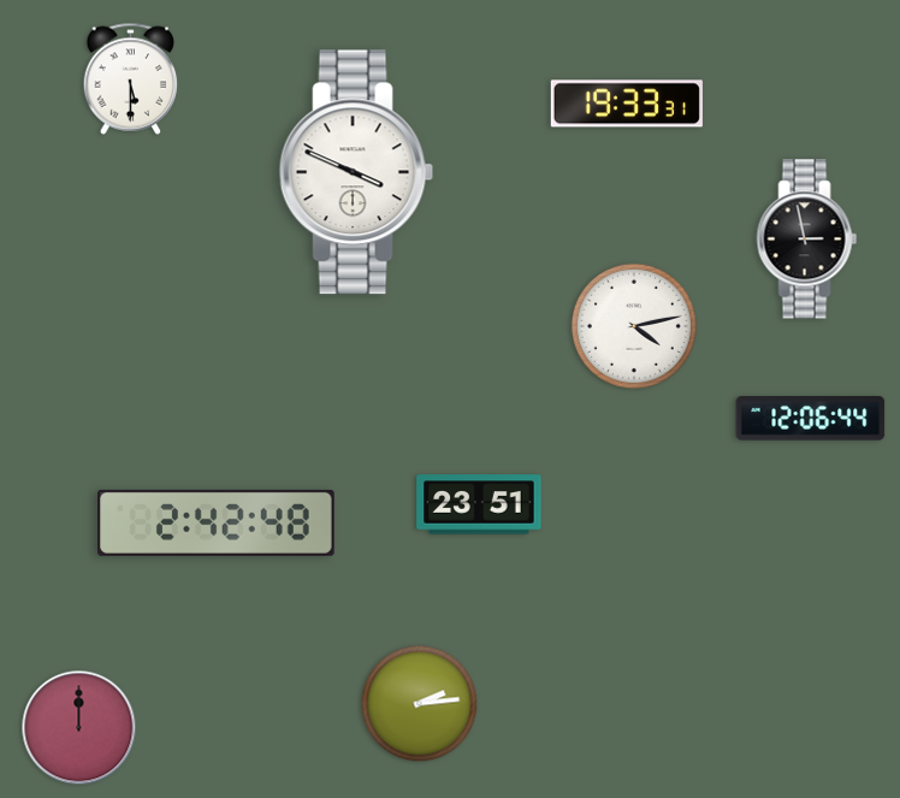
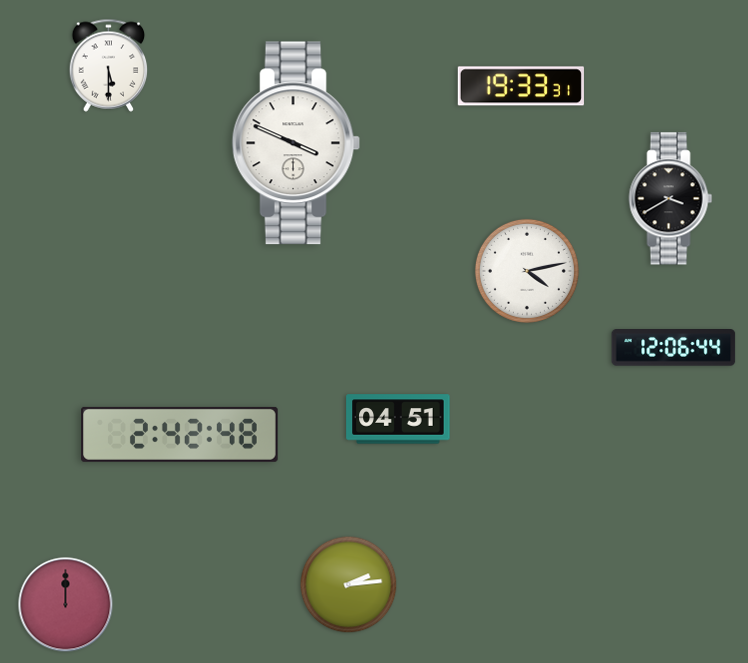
clock at (807, 240): 2:58 -> 3:40
clock at (479, 504): 23:51 -> 04:51
